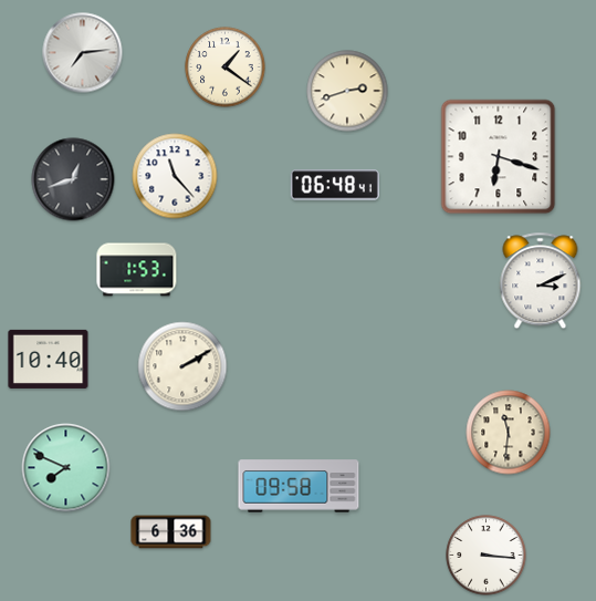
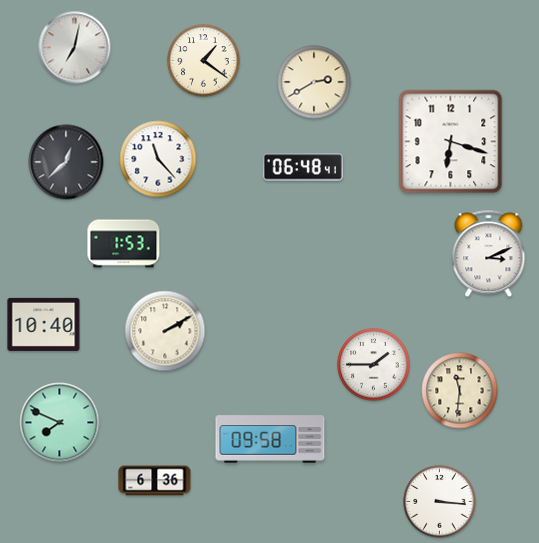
clock at (83, 53): 7:14 -> 7:02
clock at (347, 91): 2:42 -> 2:40
clock at (73, 179): 12:42 -> 12:38
clock at (374, 365): none -> 1:45
